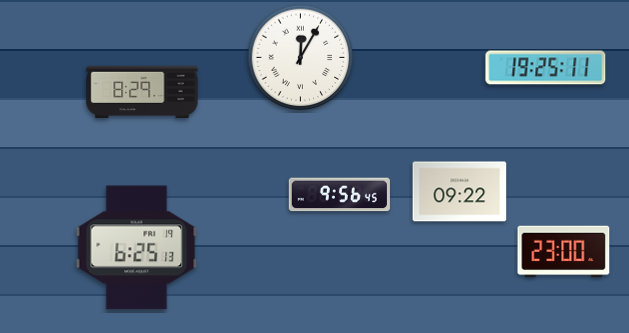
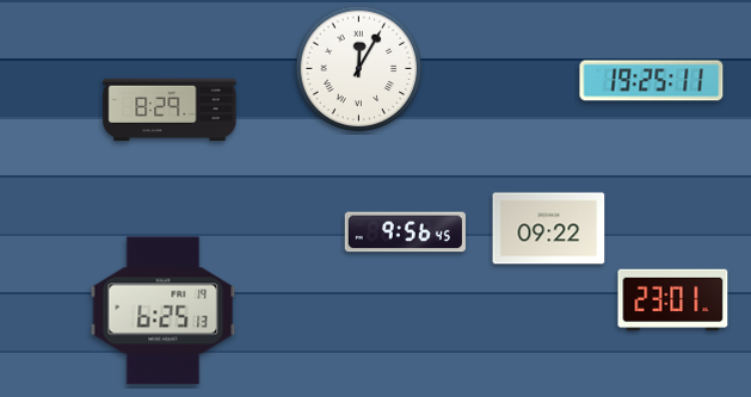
clock at (137, 248) position: (137, 248) -> (164, 311)
clock at (564, 252): 23:00 -> 23:01
